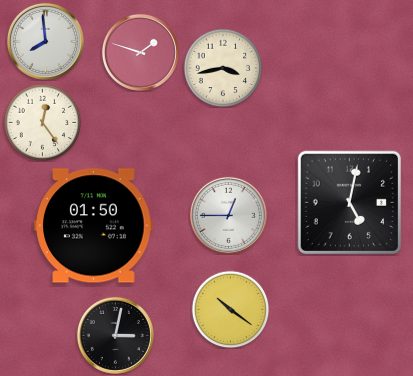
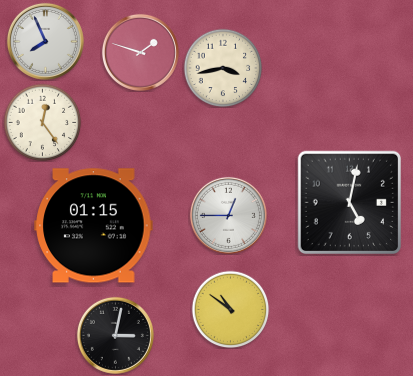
clock at (45, 41): 7:59 -> 7:56
clock at (94, 226): 01:50 -> 01:15
clock at (230, 309): 10:21 -> 10:51
